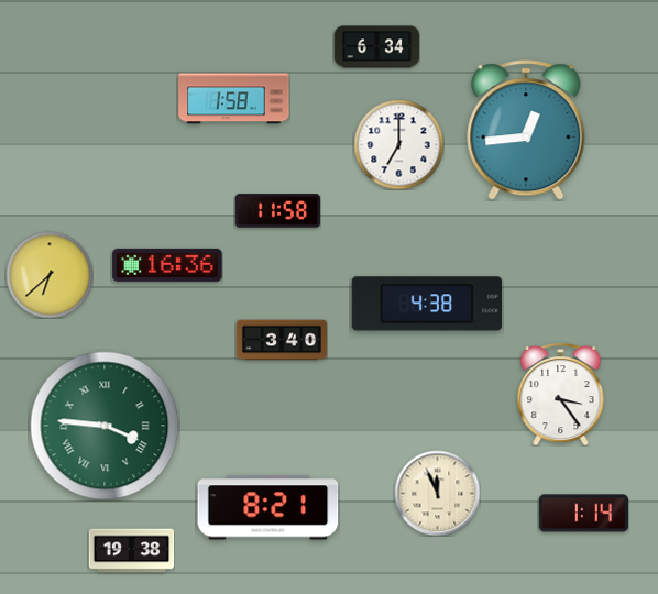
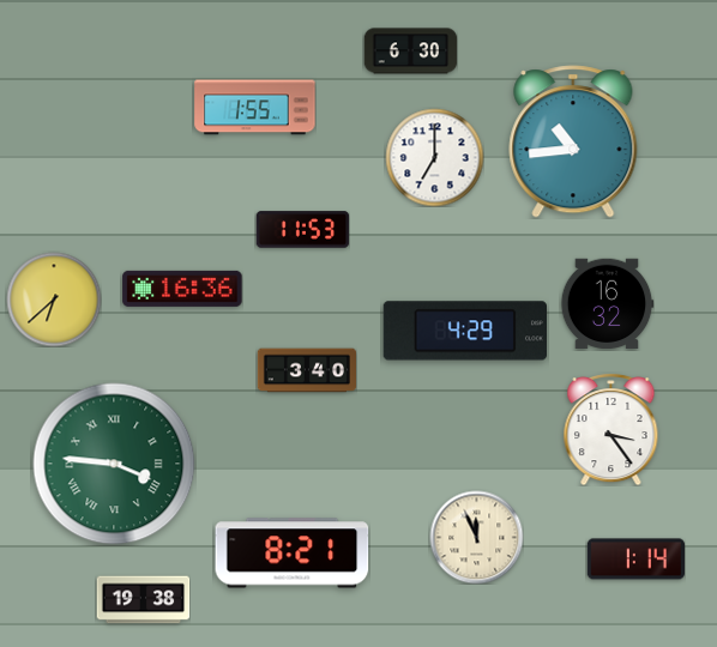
clock at (376, 47): 6:34 -> 6:30
clock at (234, 99): 1:58 -> 1:55
clock at (526, 130): 12:44 -> 10:44
clock at (277, 211): 11:58 -> 11:53
clock at (607, 304): none -> 16:32
clock at (426, 304): 4:38 -> 4:29
